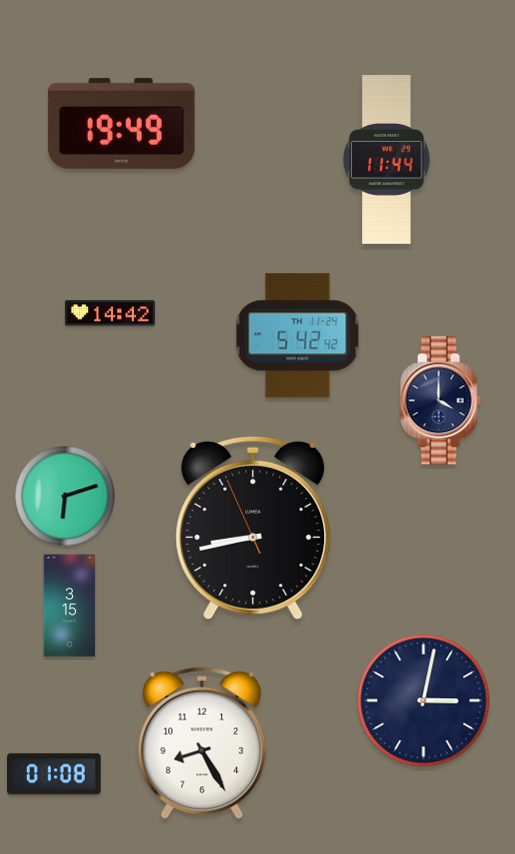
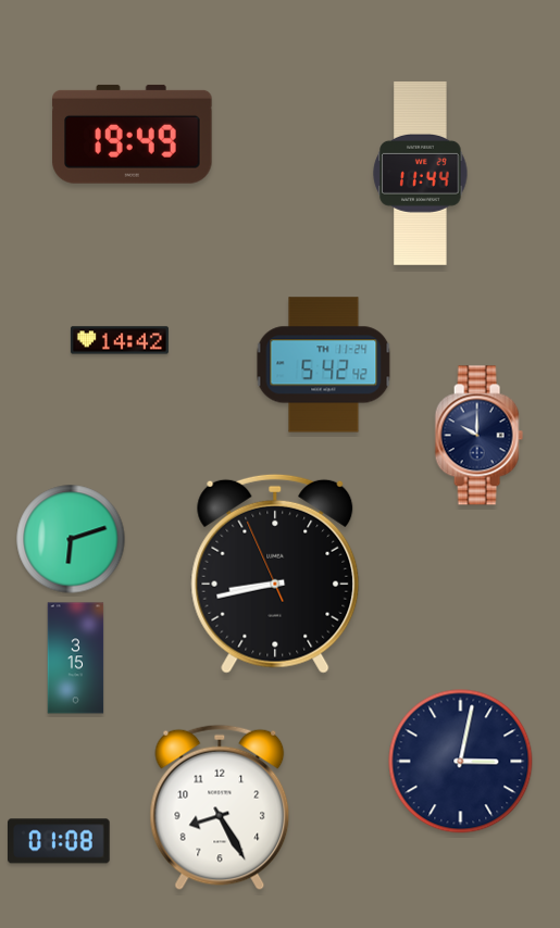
clock at (440, 401): 4:00 -> 10:00
